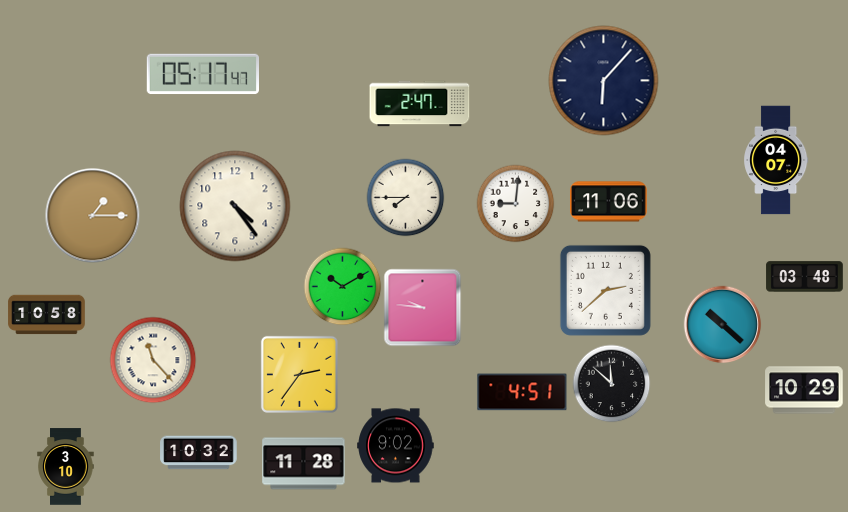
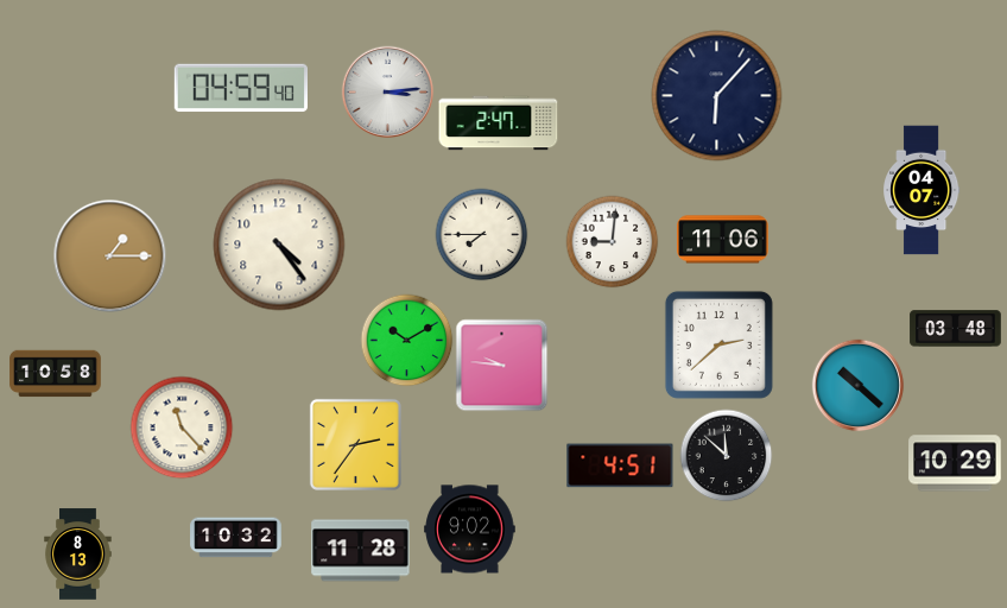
clock at (202, 74): 05:17 -> 04:59
clock at (387, 91): none -> 3:14
clock at (66, 467): 3:10 -> 8:13
